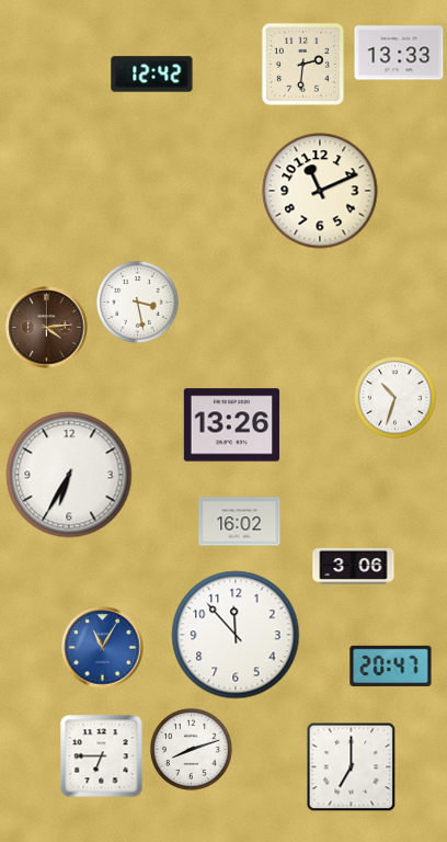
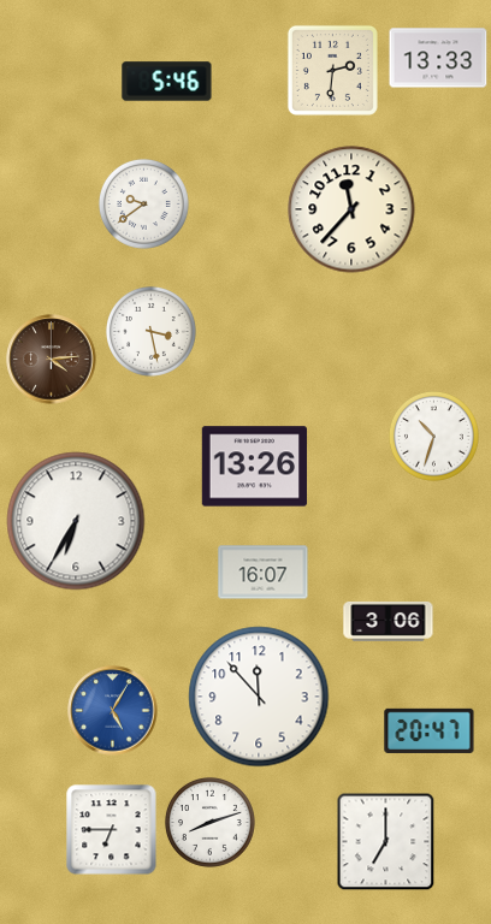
clock at (152, 75): 12:42 -> 5:46
clock at (143, 203): none -> 9:39
clock at (320, 191): 11:11 -> 11:37
clock at (240, 522): 16:02 -> 16:07
clock at (103, 648): 11:05 -> 5:05
